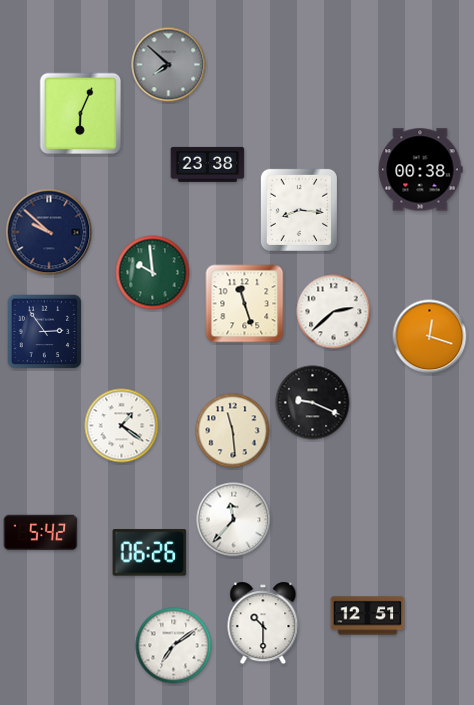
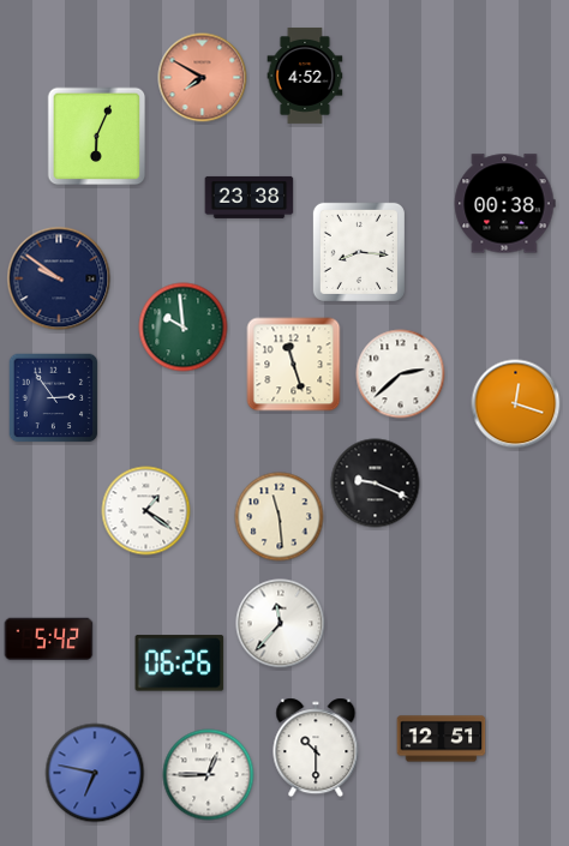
clock at (305, 76): none -> 4:52
clock at (169, 65): 7:52 -> 7:50
clock at (169, 65) dial: grey -> salmon
clock at (49, 232): 9:52 -> 9:51
clock at (95, 773): none -> 6:47
clock at (174, 646): 7:09 -> 12:45
